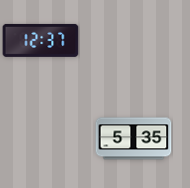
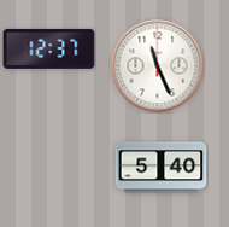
clock at (158, 66): none -> 11:26
clock at (134, 139): 5:35 -> 5:40
